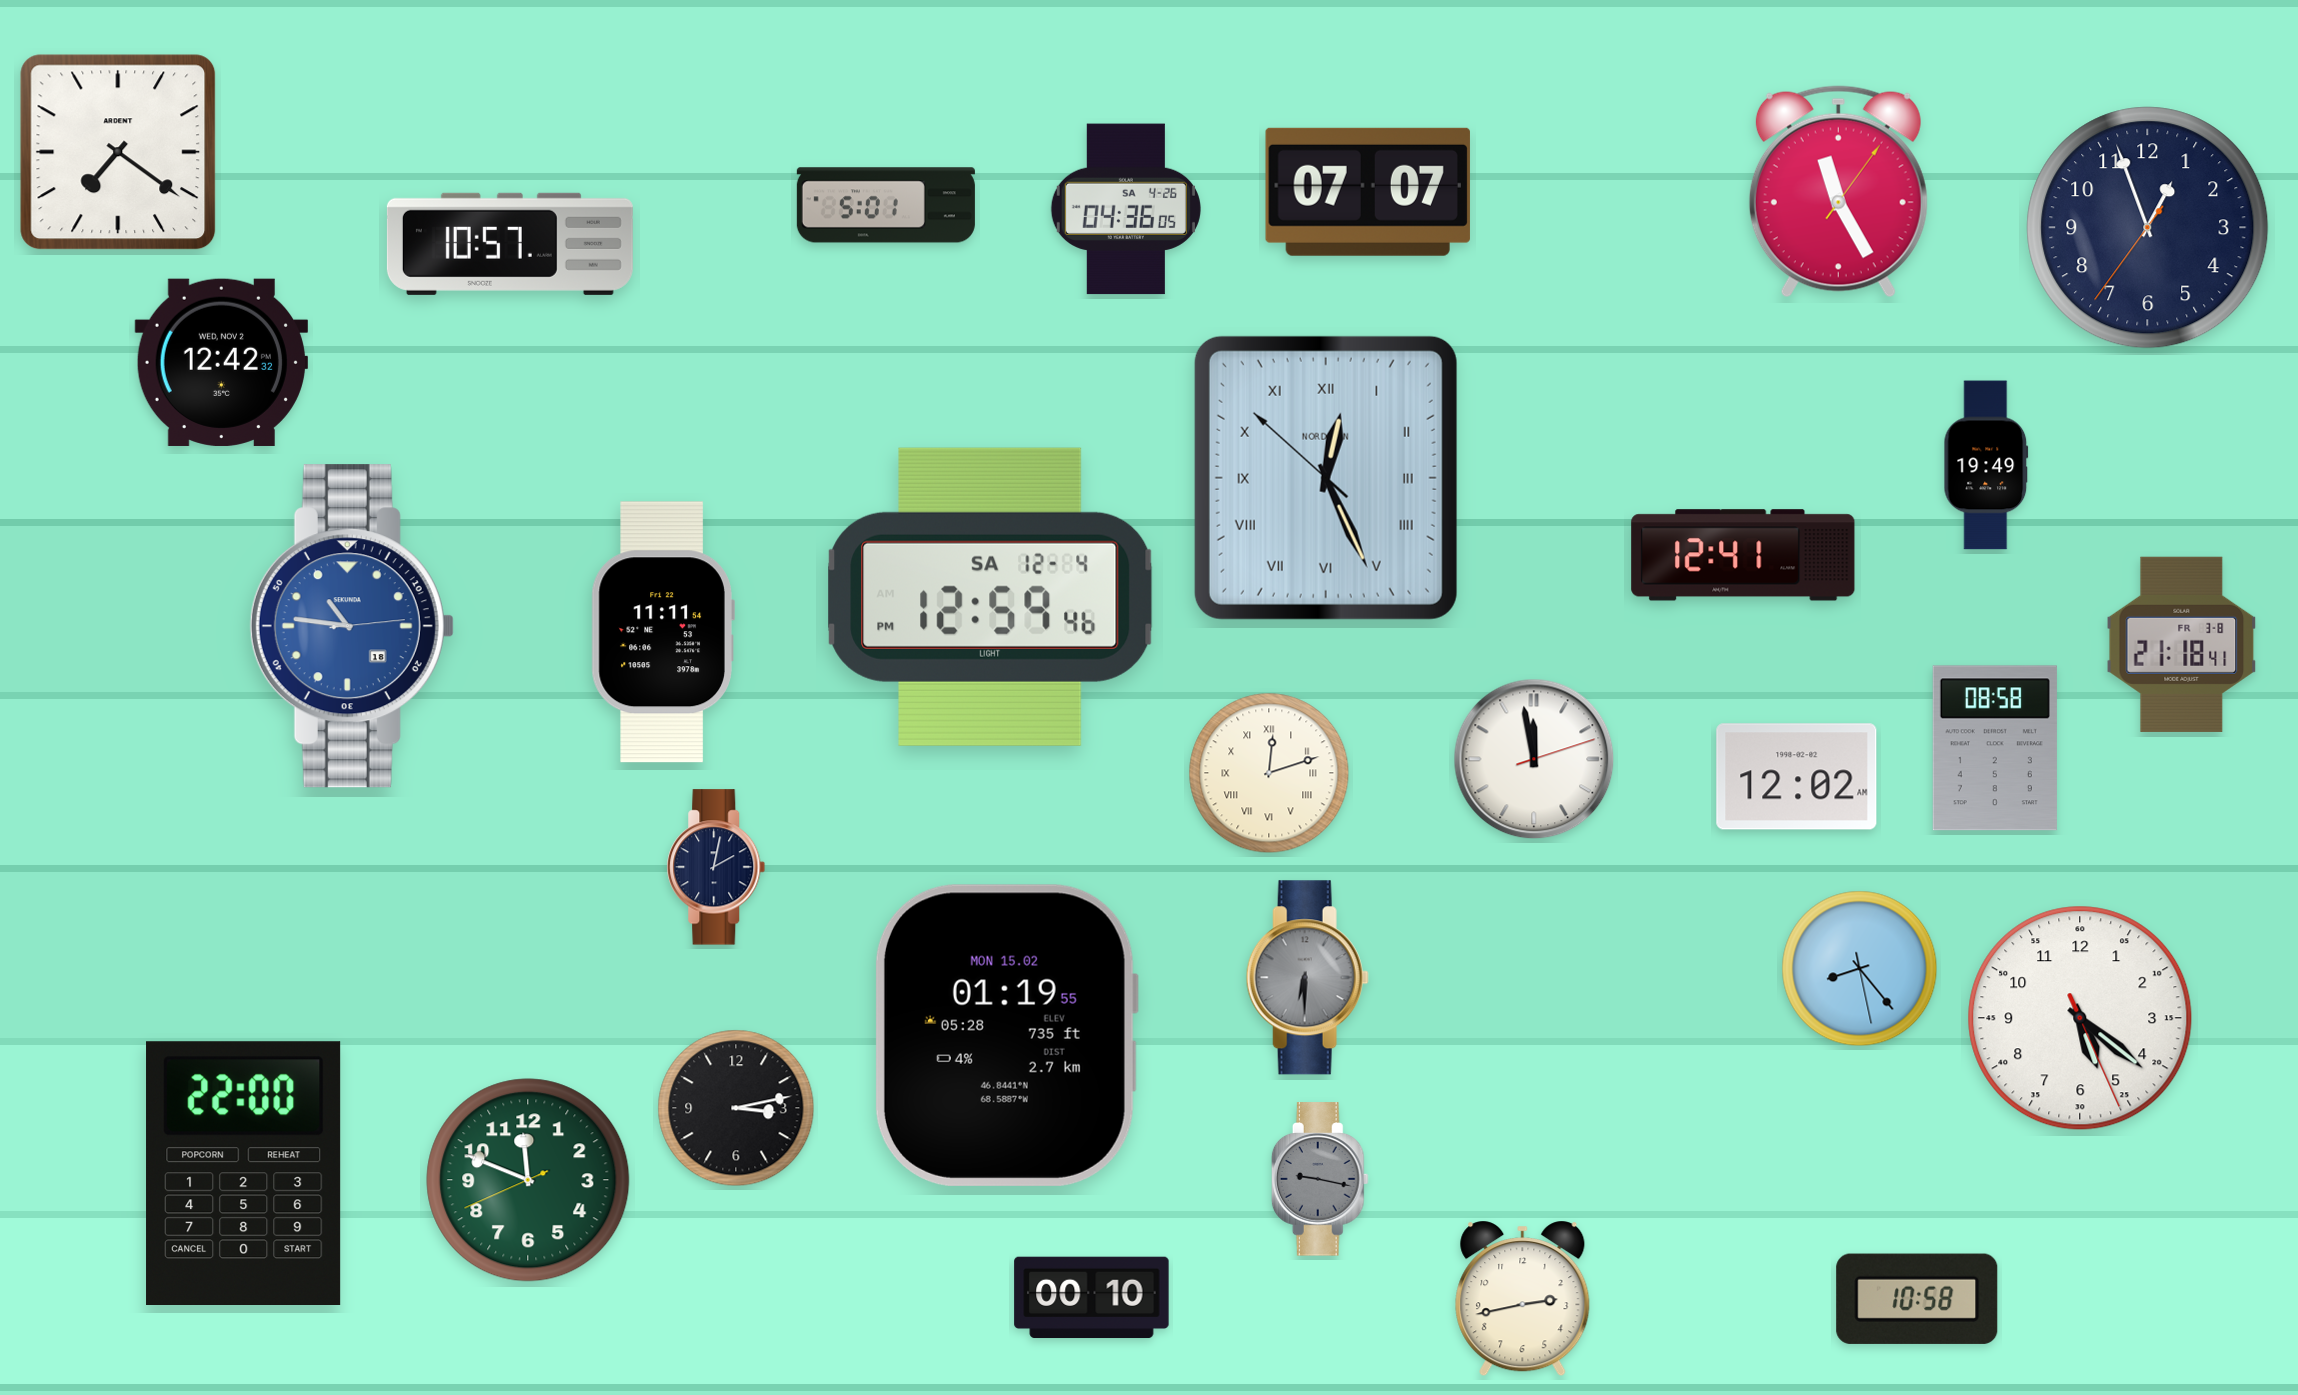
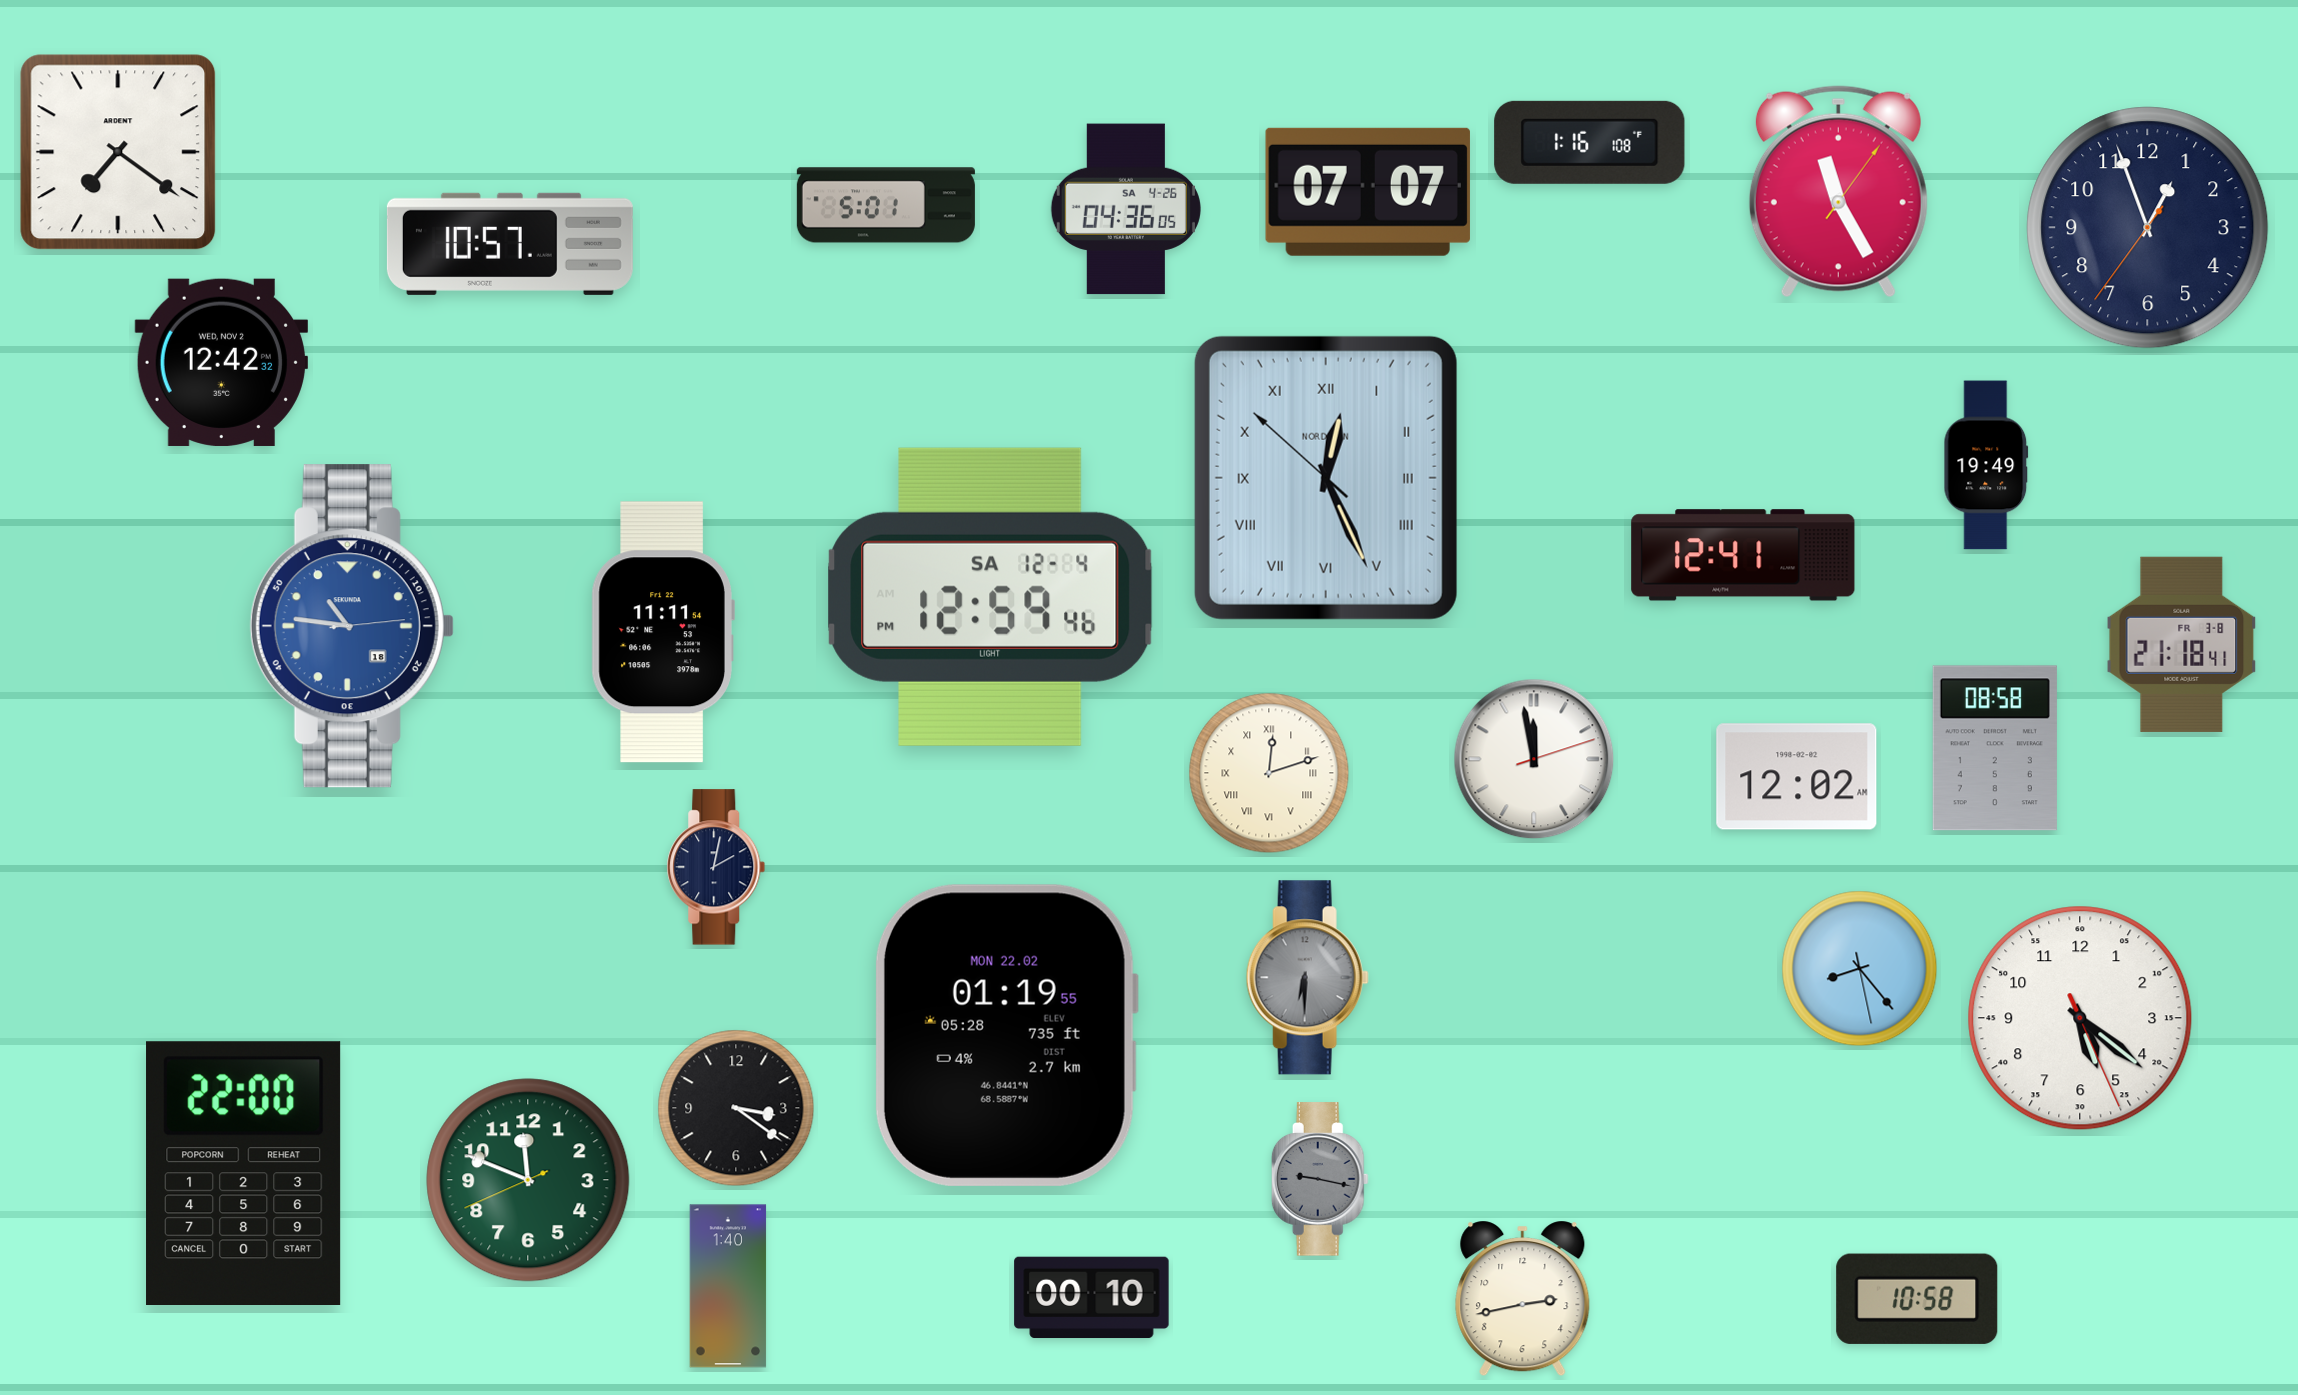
clock at (1590, 142): none -> 1:16
clock at (1006, 1035) date: MON 15.02 -> MON 22.02
clock at (736, 1108): 3:13 -> 3:21
clock at (728, 1286): none -> 1:40
